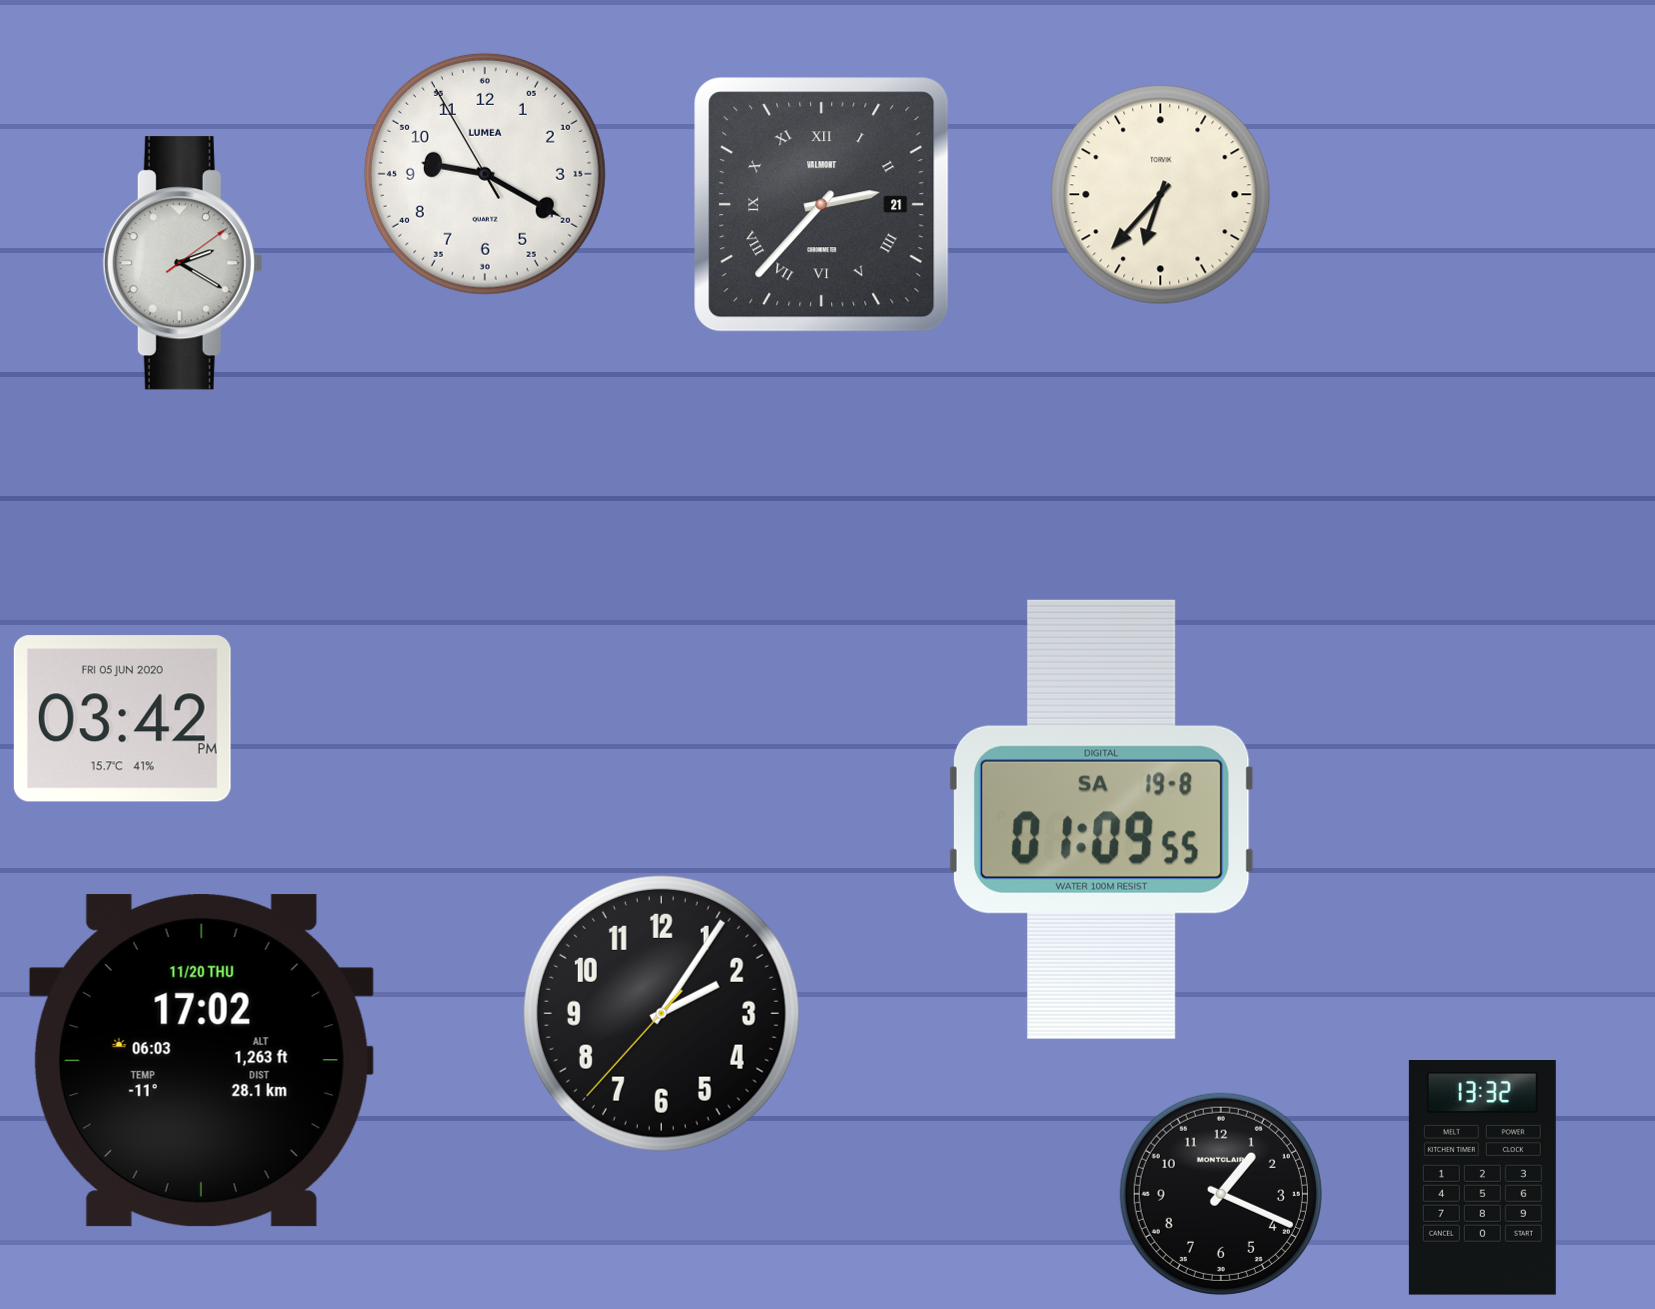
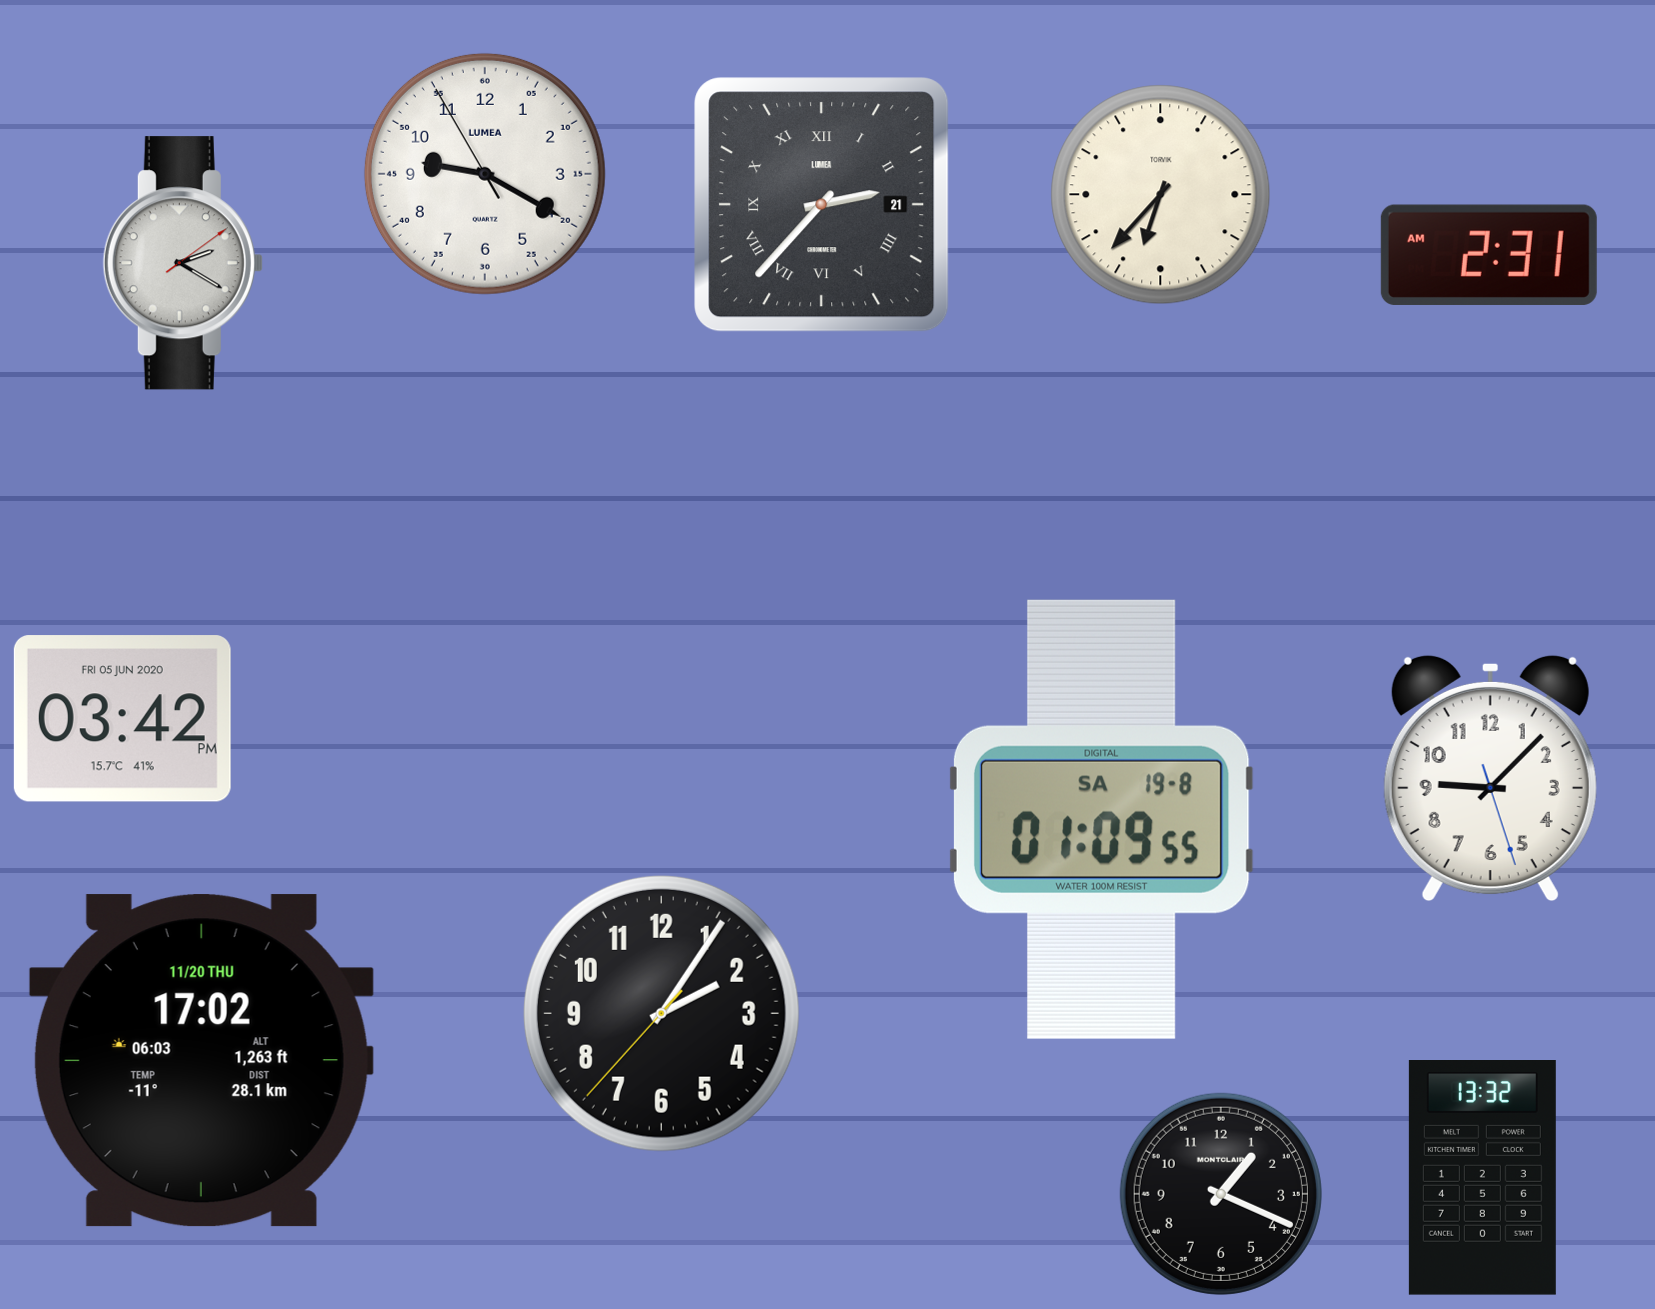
clock at (822, 205) brand: VALMONT -> LUMEA
clock at (1489, 255): none -> 2:31
clock at (1490, 778): none -> 9:07
